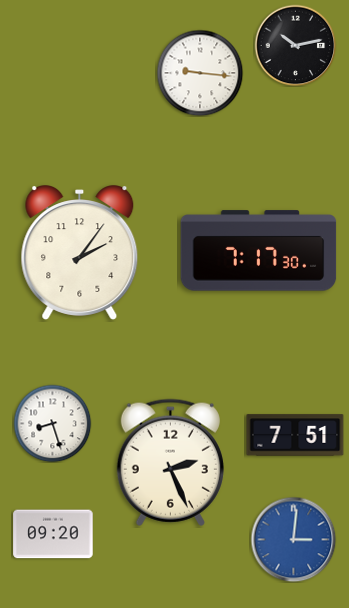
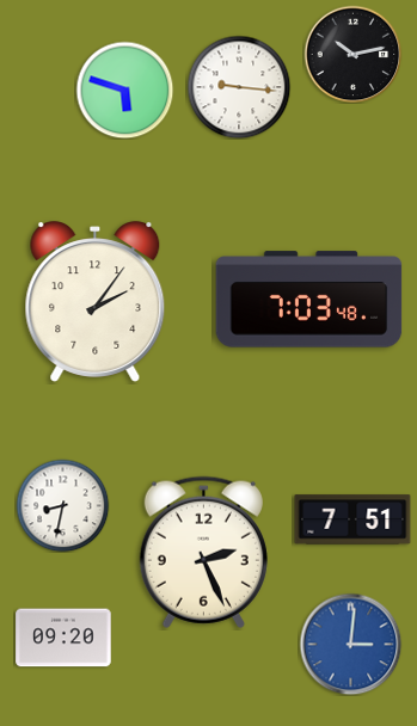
clock at (124, 90): none -> 5:48
clock at (259, 251): 7:17 -> 7:03
clock at (52, 423): 8:27 -> 8:32
